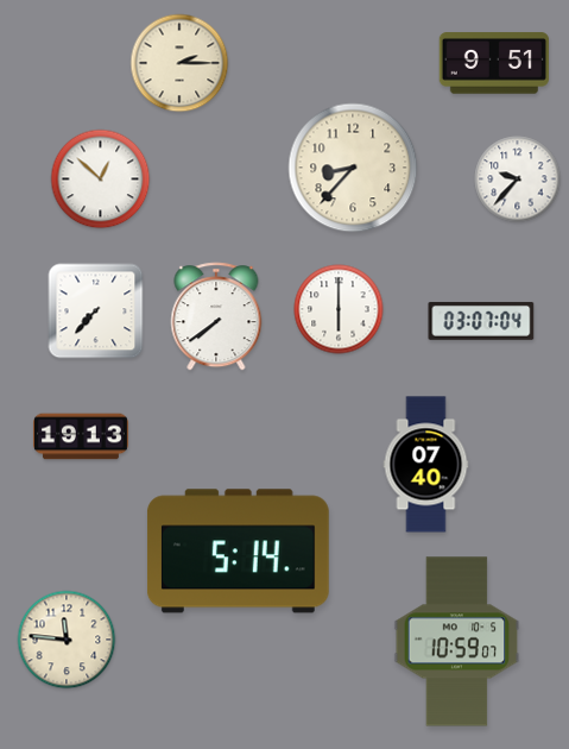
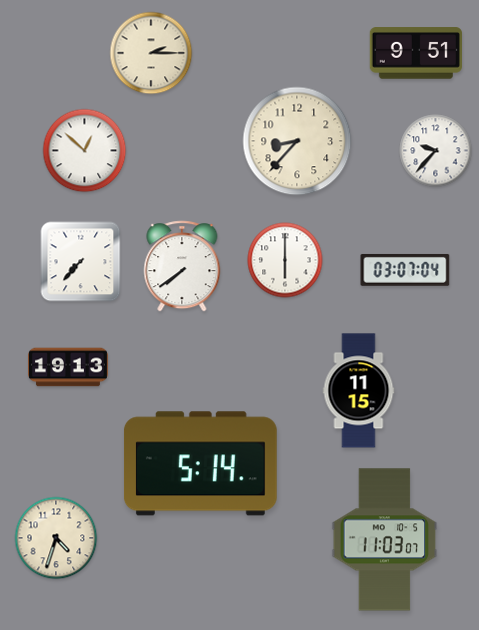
clock at (426, 465): 07:40 -> 11:15
clock at (67, 640): 11:46 -> 4:33
clock at (457, 642): 10:59 -> 11:03
